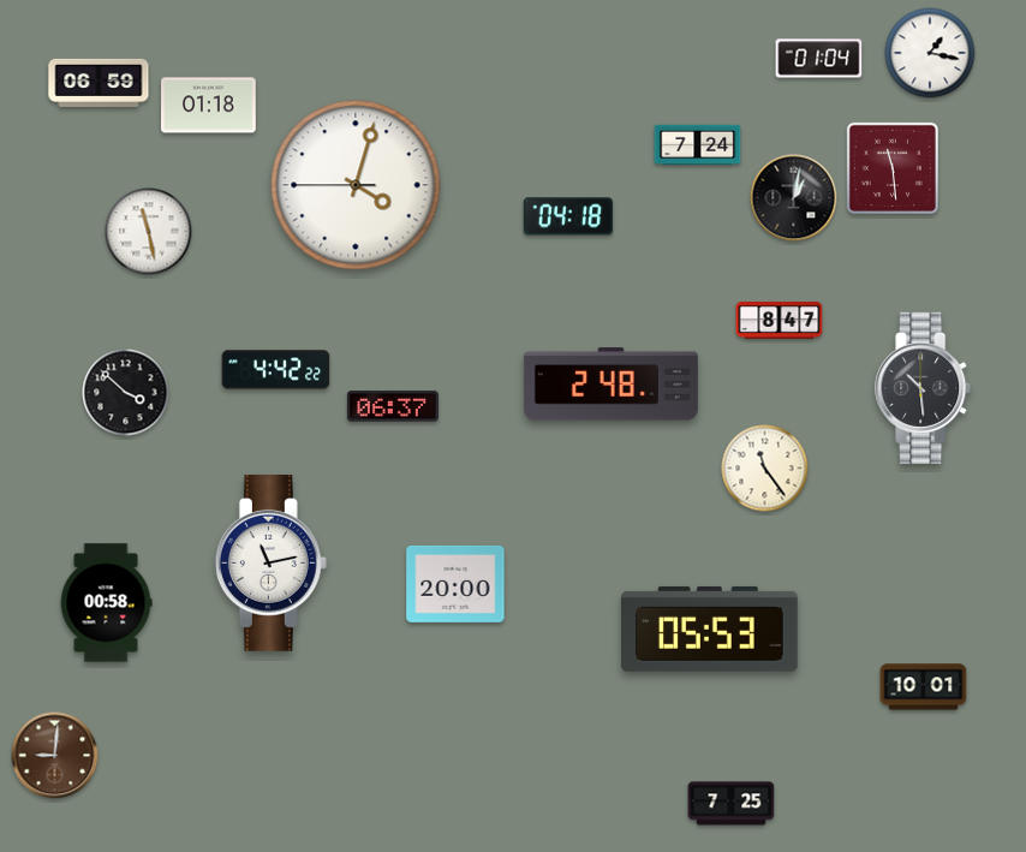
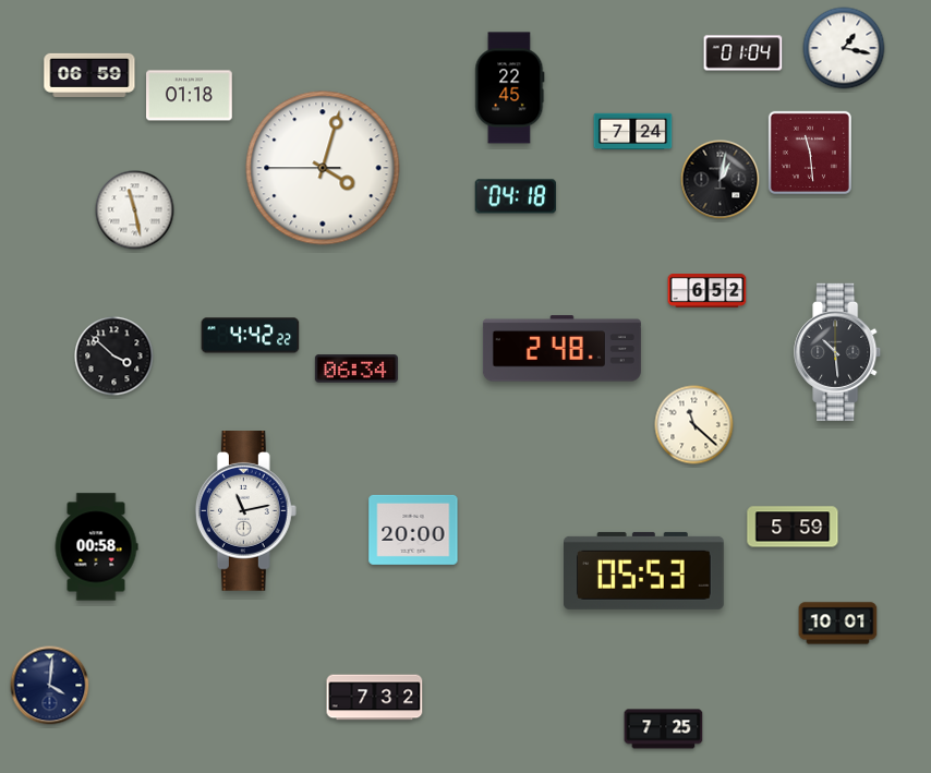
clock at (510, 88): none -> 22:45
clock at (780, 321): 8:47 -> 6:52
clock at (610, 385) position: (610, 385) -> (561, 349)
clock at (393, 406): 06:37 -> 06:34
clock at (765, 469): 11:24 -> 11:22
clock at (793, 527): none -> 5:59
clock at (55, 756): 9:01 -> 4:01
clock at (55, 756) dial: brown -> navy
clock at (375, 698): none -> 7:32
